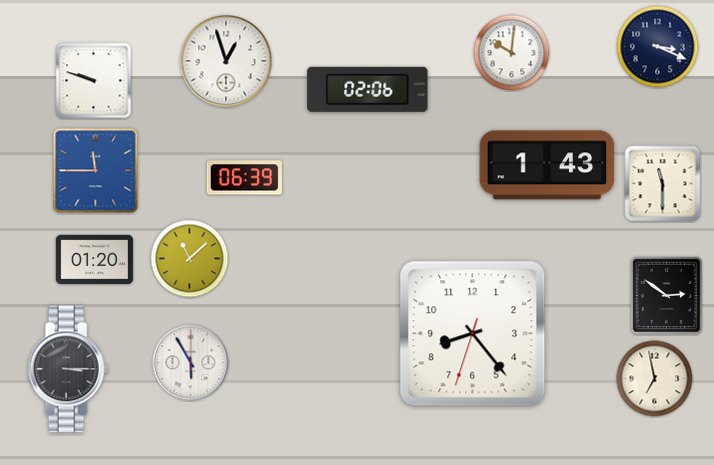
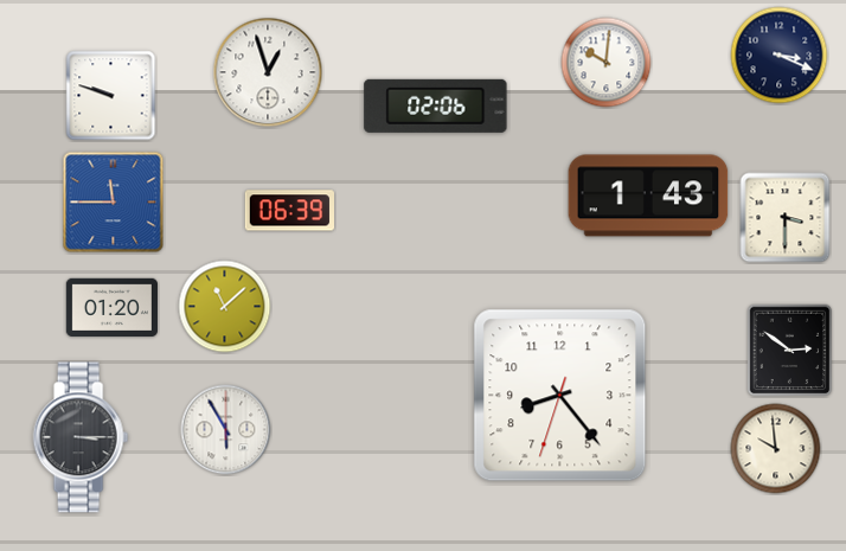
clock at (663, 184): 11:30 -> 3:30
clock at (655, 379): 6:58 -> 9:59
